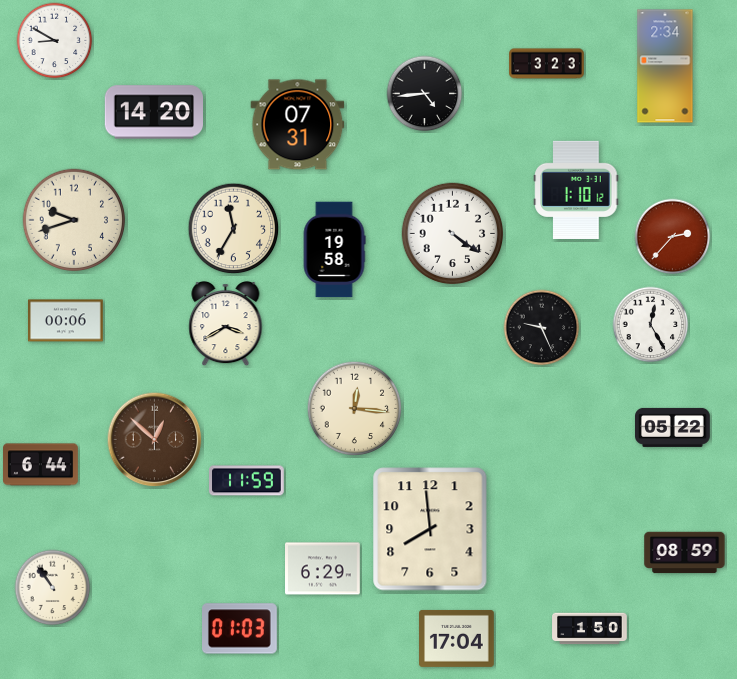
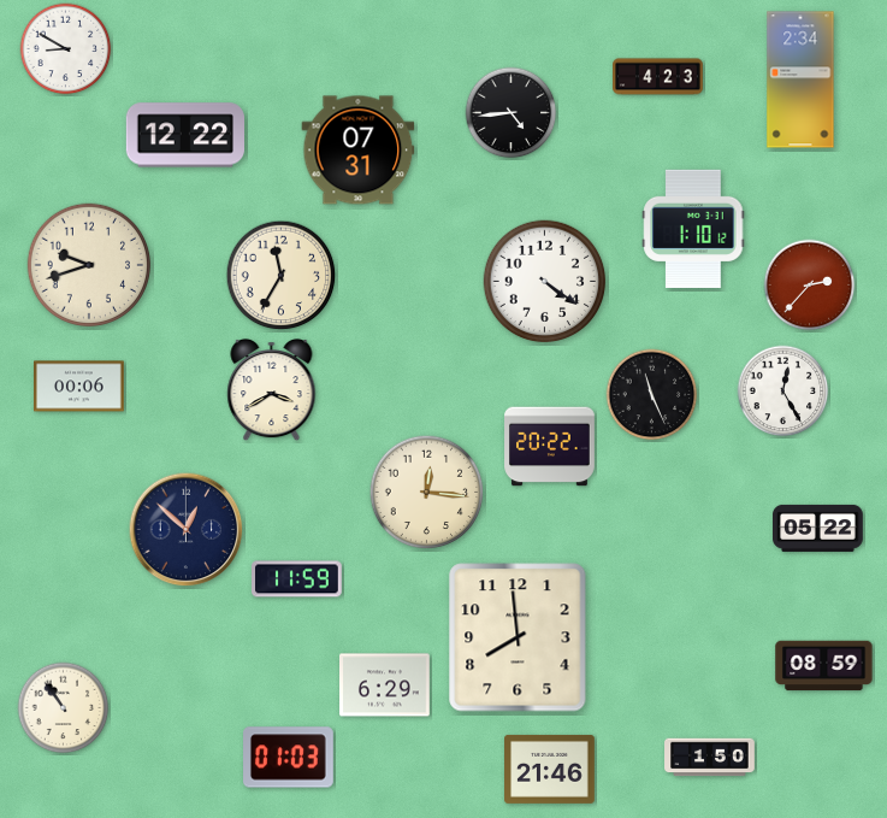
clock at (547, 64): 3:23 -> 4:23
clock at (153, 112): 14:20 -> 12:22
clock at (334, 250): 19:58 -> none
clock at (542, 328): 9:26 -> 11:26
clock at (550, 447): none -> 20:22
clock at (673, 427) position: (673, 427) -> (818, 528)
clock at (155, 440) dial: brown -> navy
clock at (41, 465): 6:44 -> none
clock at (323, 569) position: (323, 569) -> (385, 685)
clock at (457, 638): 17:04 -> 21:46
